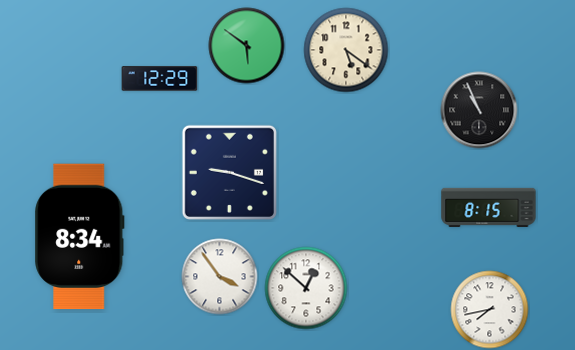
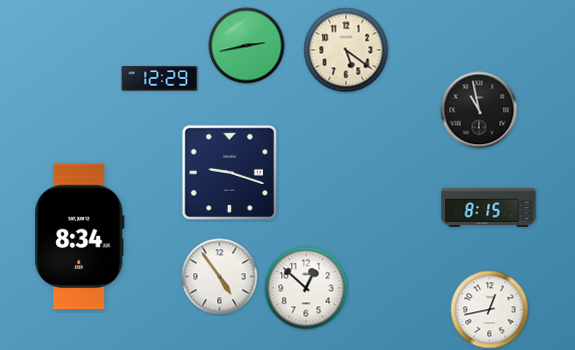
clock at (247, 46): 5:51 -> 2:43
clock at (479, 110): 10:56 -> 10:58
clock at (220, 277): 3:54 -> 4:54
clock at (490, 310): 7:43 -> 12:43
